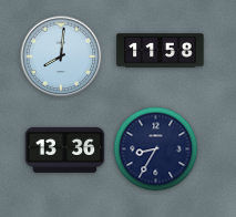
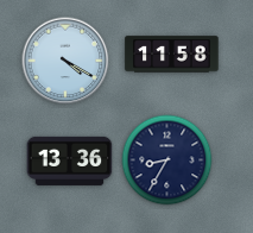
clock at (61, 56): 8:01 -> 4:20
